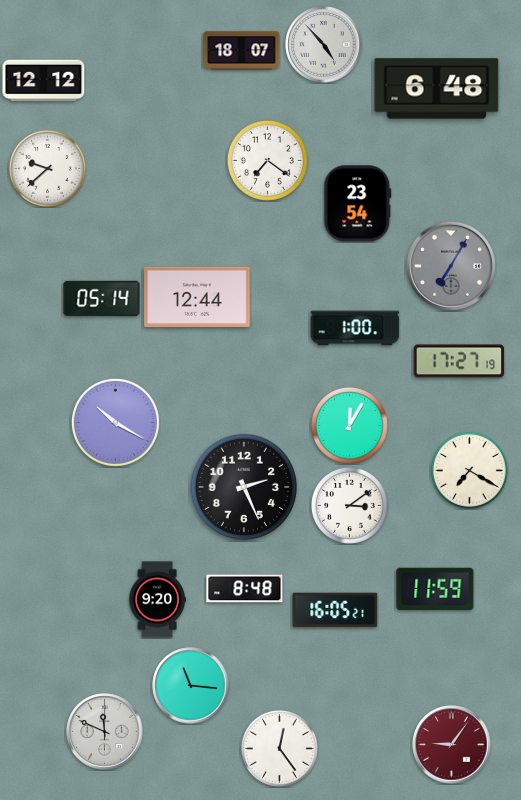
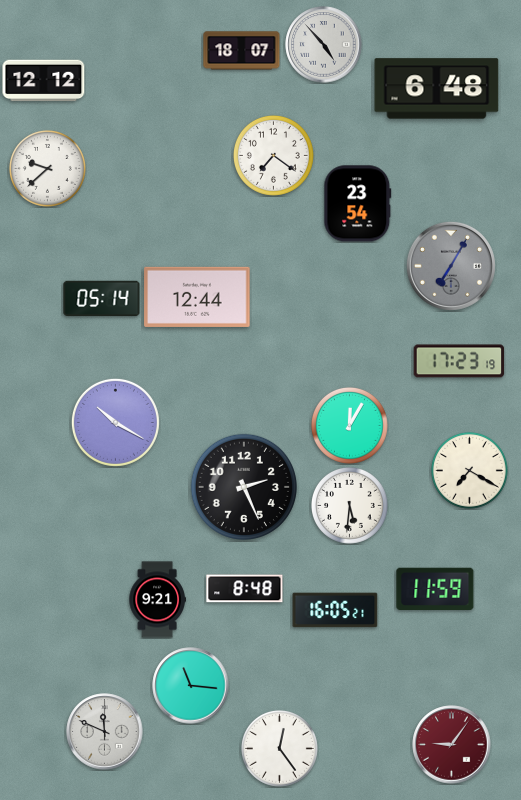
clock at (267, 160) position: (267, 160) -> (273, 155)
clock at (355, 328): 1:00 -> none
clock at (459, 361): 17:27 -> 17:23
clock at (350, 506): 3:09 -> 5:31
clock at (157, 600): 9:20 -> 9:21
